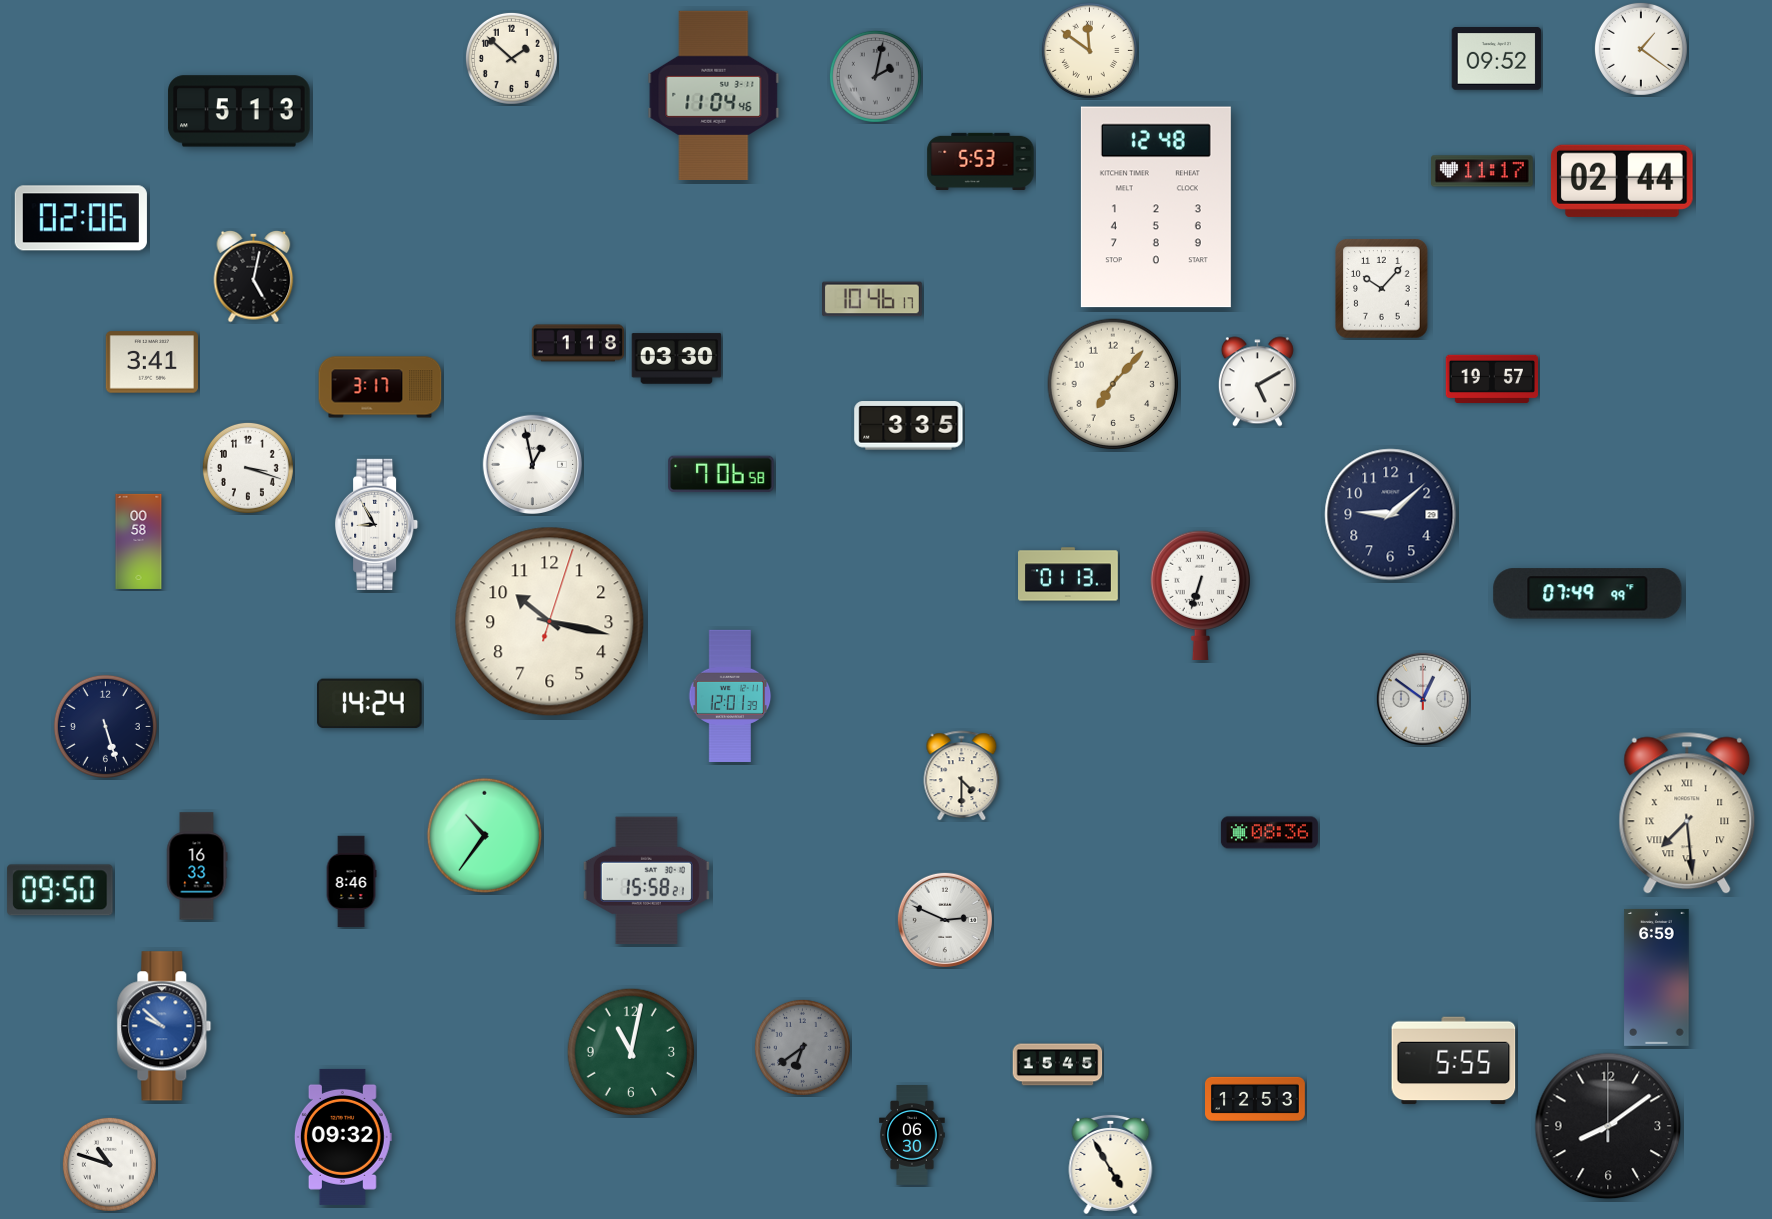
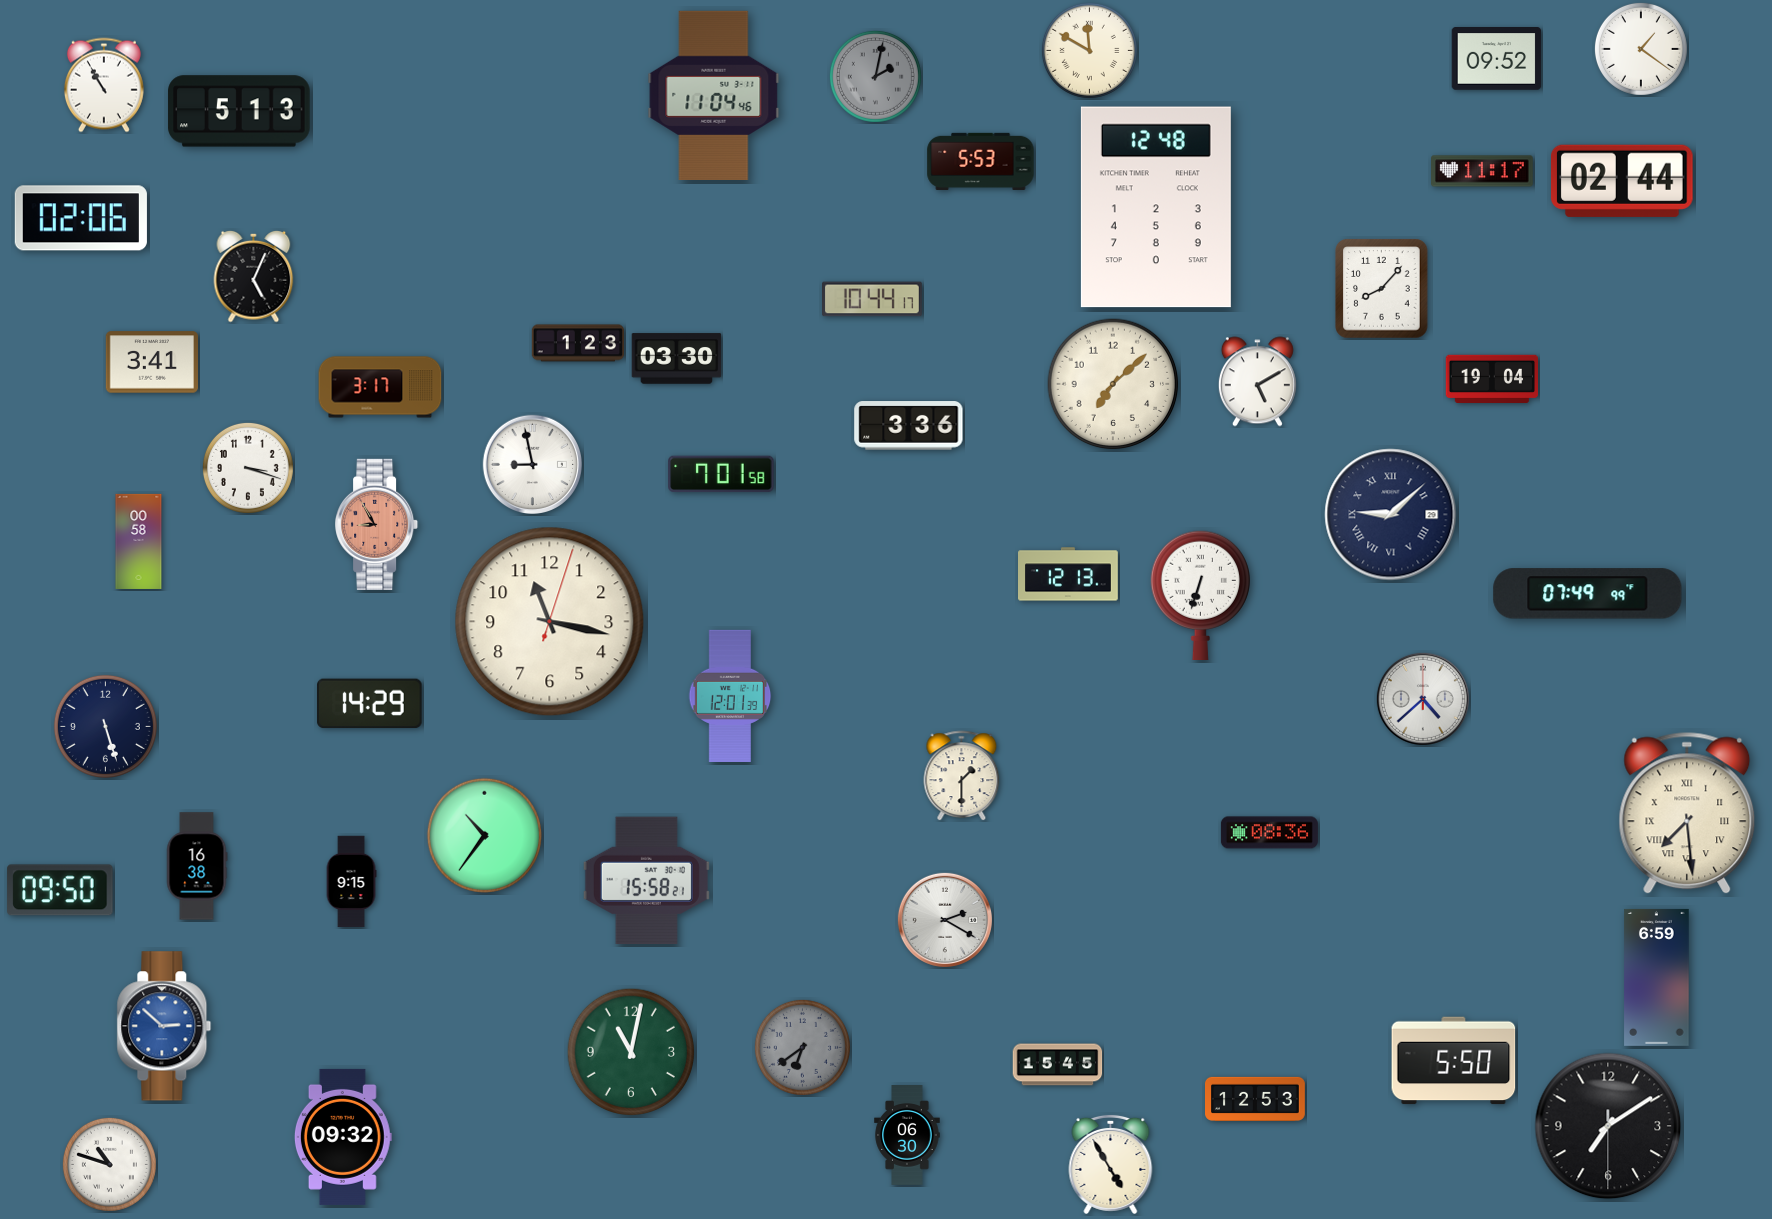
clock at (1089, 50): 11:51 -> 11:50
clock at (511, 58): 1:52 -> none
clock at (104, 85): none -> 10:55
clock at (254, 276): 5:02 -> 5:04
clock at (1382, 289): 10:07 -> 8:07
clock at (873, 299): 10:46 -> 10:44
clock at (578, 343): 1:18 -> 1:23
clock at (1491, 378): 19:57 -> 19:04
clock at (1113, 384): 7:07 -> 7:08
clock at (909, 426): 3:35 -> 3:36
clock at (532, 464): 12:58 -> 8:58
clock at (721, 474): 7:06 -> 7:01
clock at (1391, 515) numerals: Arabic -> Roman
clock at (377, 524) dial: white -> salmon
clock at (1069, 574): 01:13 -> 12:13
clock at (550, 622): 10:17 -> 11:17
clock at (1423, 699): 12:51 -> 4:38
clock at (370, 704): 14:24 -> 14:29
clock at (962, 776): 4:30 -> 1:30
clock at (197, 866): 16:33 -> 16:38
clock at (351, 882): 8:46 -> 9:15
clock at (945, 920): 2:49 -> 2:20
clock at (164, 1026): 9:52 -> 2:52
clock at (1454, 1061): 5:55 -> 5:50
clock at (1608, 1126): 8:09 -> 7:09
clock at (912, 1135) position: (912, 1135) -> (907, 1135)
